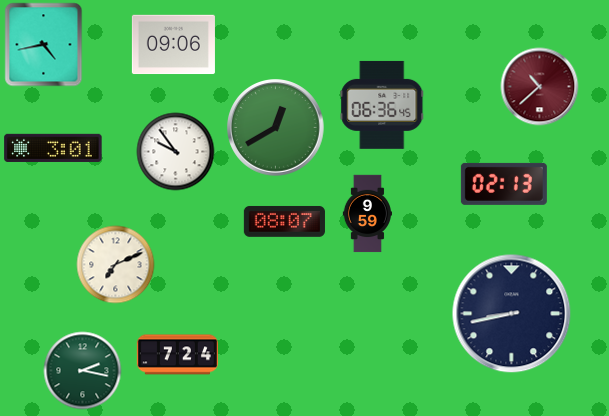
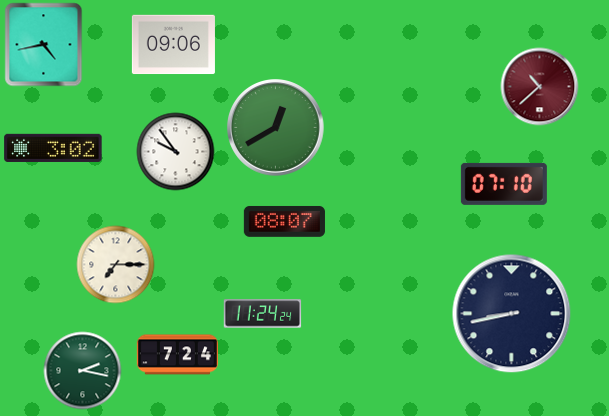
clock at (382, 105): 06:36 -> none
clock at (53, 148): 3:01 -> 3:02
clock at (504, 184): 02:13 -> 07:10
clock at (368, 213): 9:59 -> none
clock at (115, 264): 7:11 -> 7:15
clock at (262, 314): none -> 11:24
